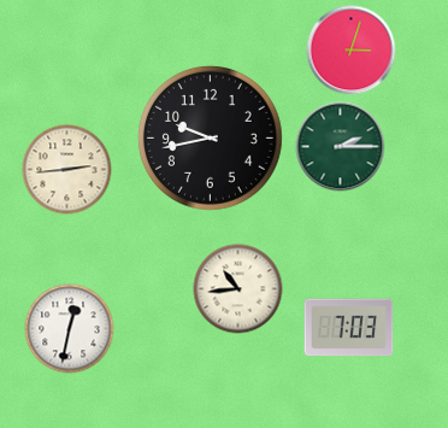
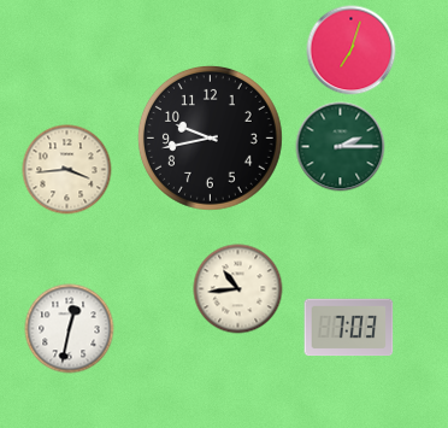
clock at (352, 51): 3:03 -> 7:03
clock at (67, 170): 2:44 -> 3:44
